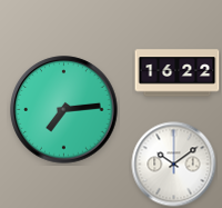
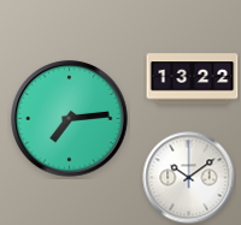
clock at (178, 73): 16:22 -> 13:22
